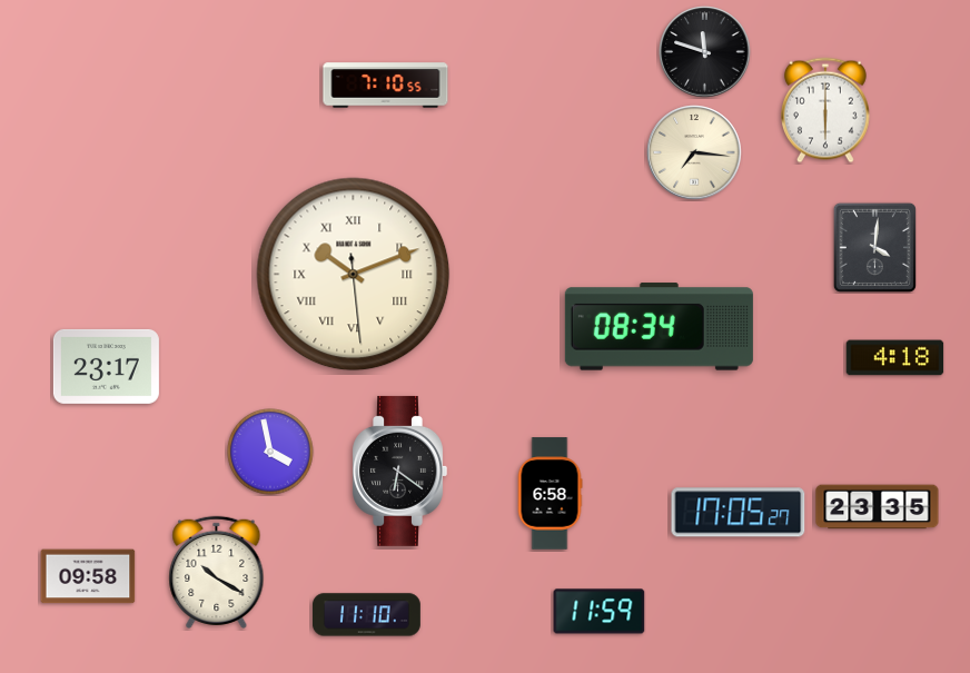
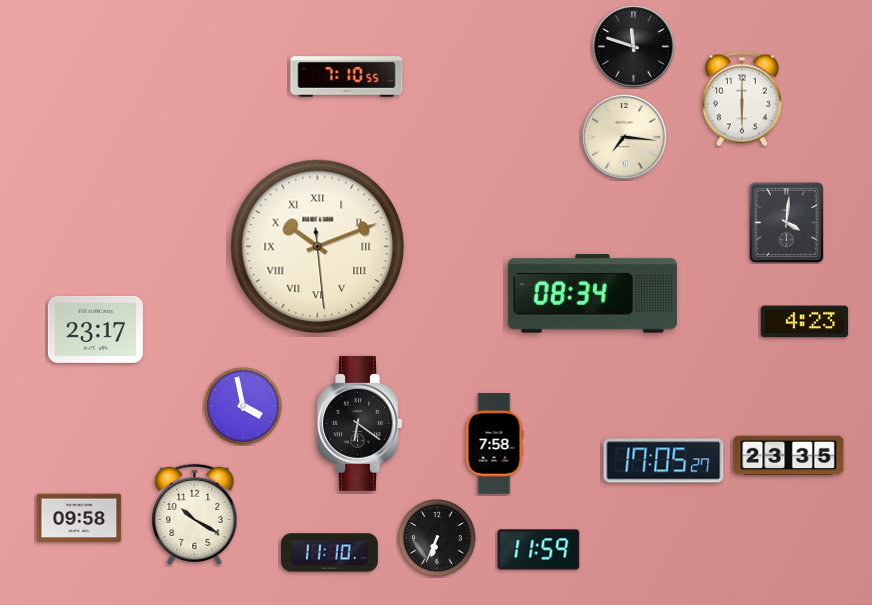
clock at (895, 358): 4:18 -> 4:23
clock at (550, 494): 6:58 -> 7:58
clock at (437, 538): none -> 6:34
